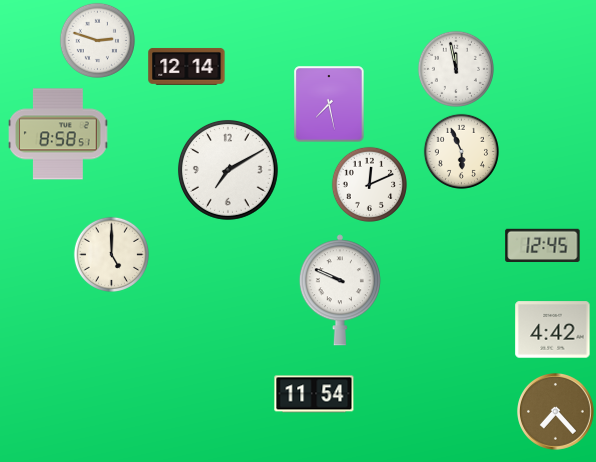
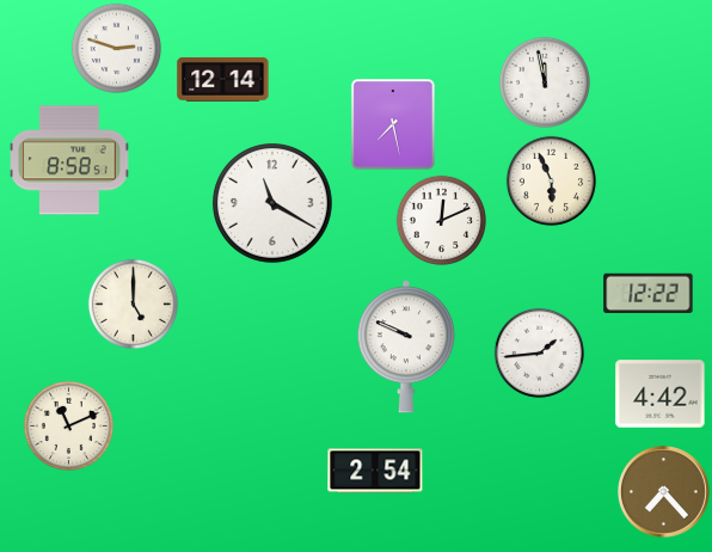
clock at (228, 170): 7:10 -> 11:20
clock at (543, 246): 12:45 -> 12:22
clock at (539, 352): none -> 1:44
clock at (68, 425): none -> 11:11
clock at (314, 394): 11:54 -> 2:54
